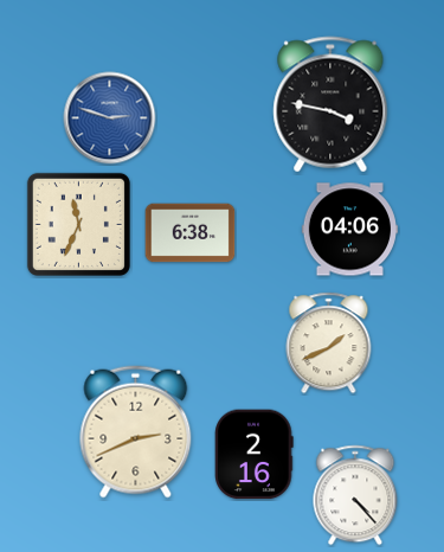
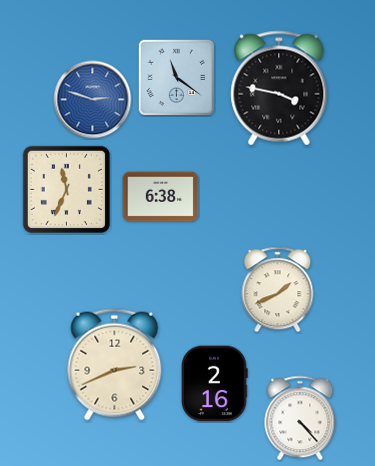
clock at (176, 77): none -> 11:21
clock at (349, 230): 04:06 -> none
